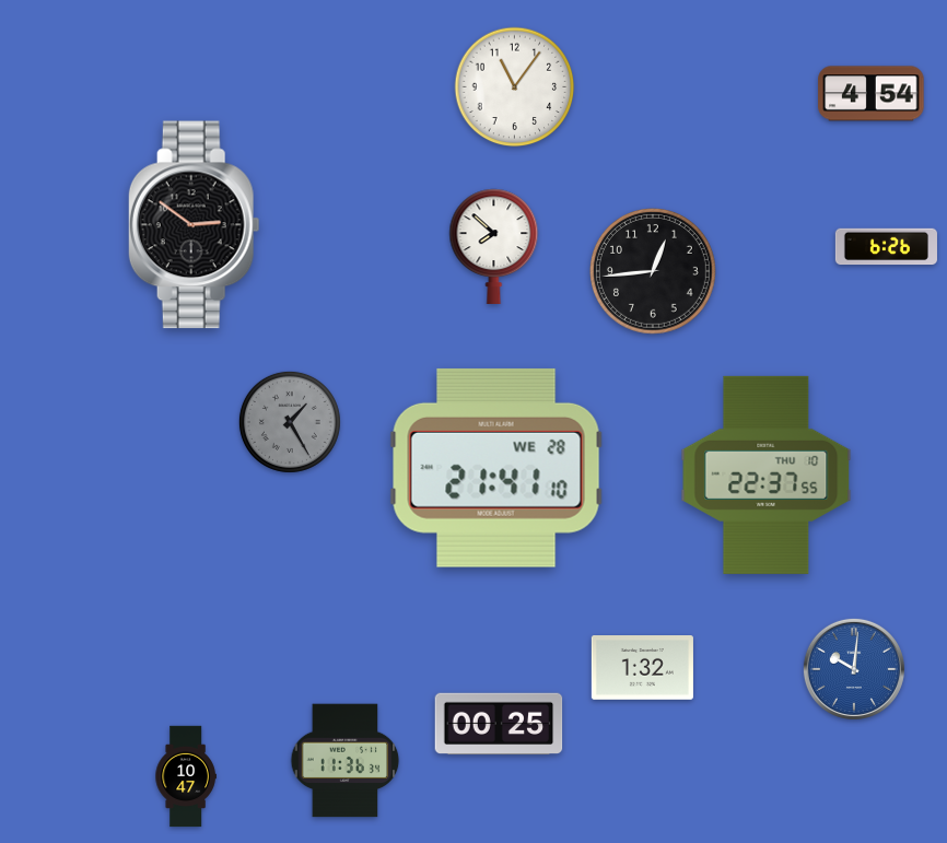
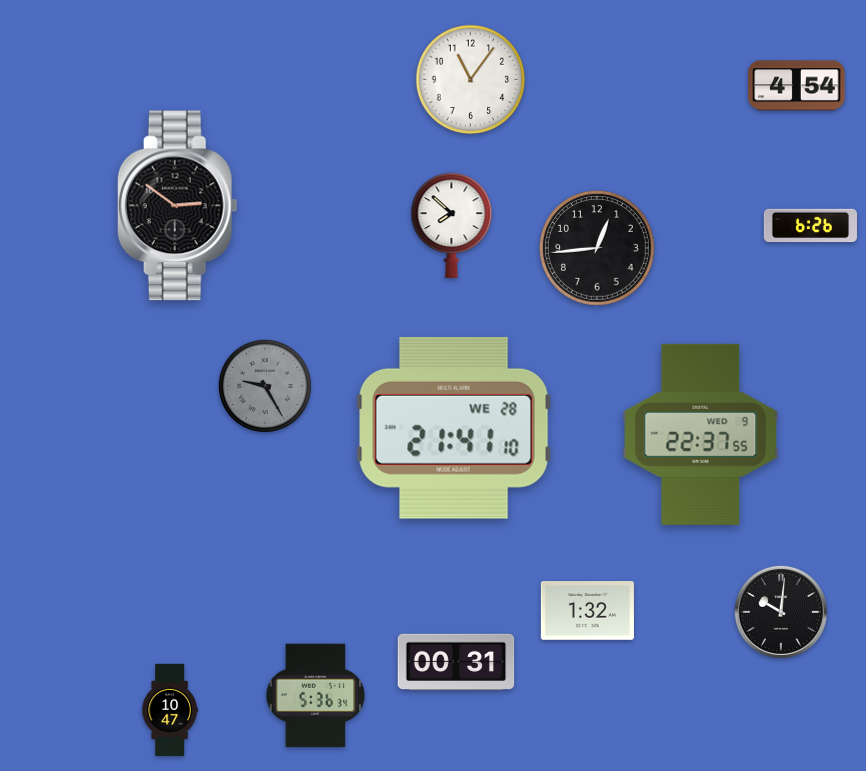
clock at (290, 422): 1:25 -> 9:25
clock at (767, 475) date: THU 10 -> WED 9
clock at (854, 669) dial: blue -> black
clock at (499, 724): 00:25 -> 00:31
clock at (346, 761): 11:36 -> 5:36
